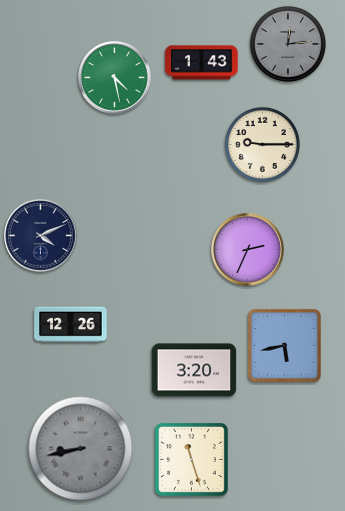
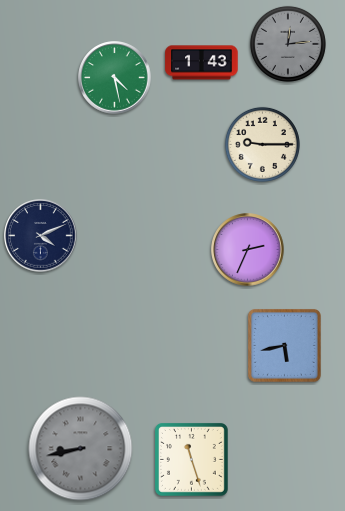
clock at (71, 325): 12:26 -> none
clock at (194, 370): 3:20 -> none
